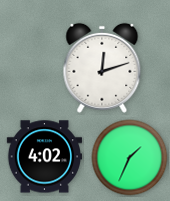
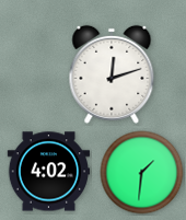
clock at (130, 158): 1:34 -> 1:31
